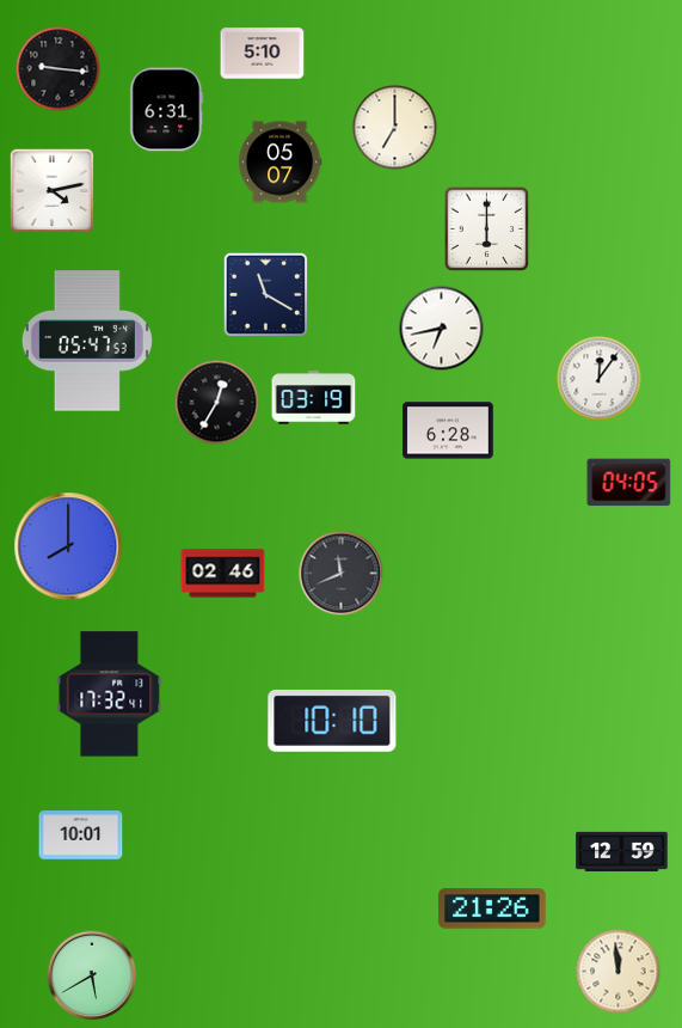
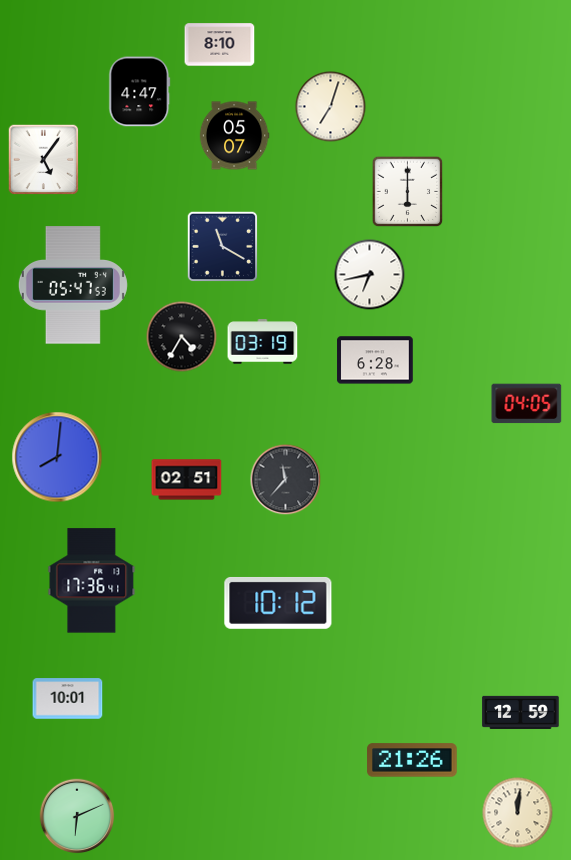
clock at (263, 54): 5:10 -> 8:10
clock at (59, 69): 9:16 -> none
clock at (167, 110): 6:31 -> 4:47
clock at (395, 128): 7:00 -> 7:03
clock at (53, 191): 4:13 -> 5:06
clock at (600, 379): 12:06 -> none
clock at (314, 398) position: (314, 398) -> (263, 342)
clock at (217, 403): 12:35 -> 4:35
clock at (68, 546): 8:00 -> 8:01
clock at (223, 574): 02:46 -> 02:51
clock at (342, 574): 11:41 -> 11:37
clock at (110, 694): 17:32 -> 17:36
clock at (332, 721): 10:10 -> 10:12
clock at (619, 972): 11:59 -> 12:01
clock at (92, 975): 5:40 -> 6:11
